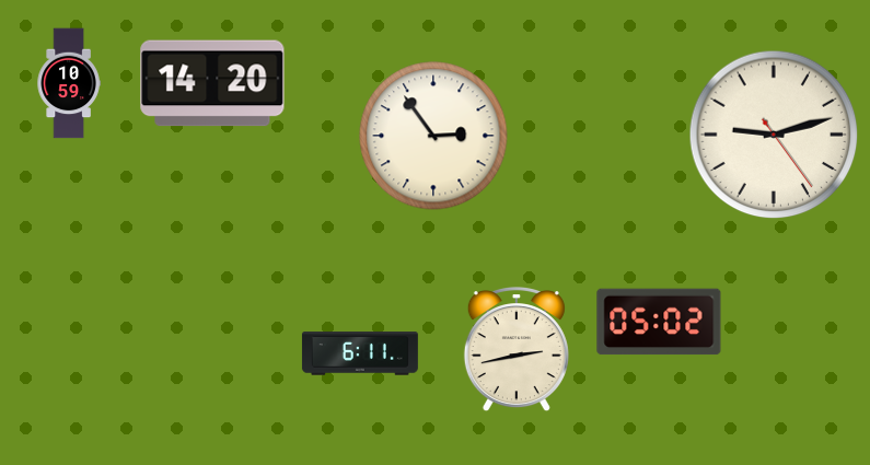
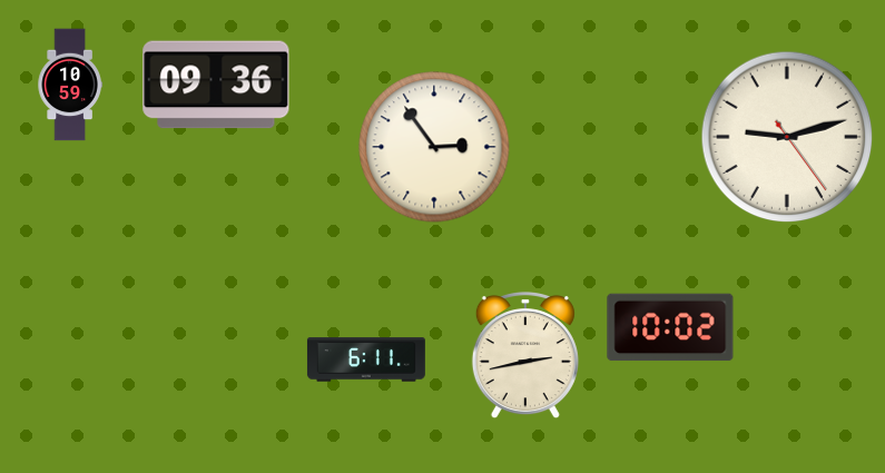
clock at (212, 83): 14:20 -> 09:36
clock at (433, 136) position: (433, 136) -> (434, 147)
clock at (659, 322): 05:02 -> 10:02
